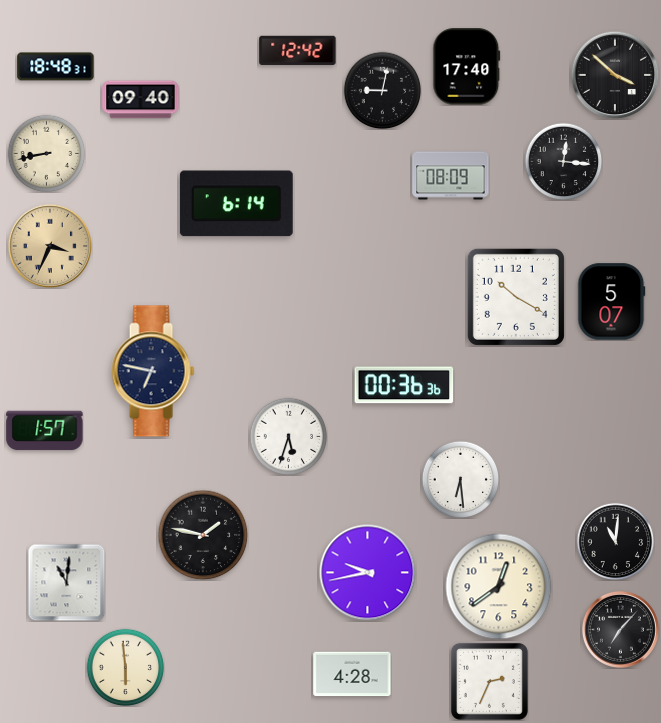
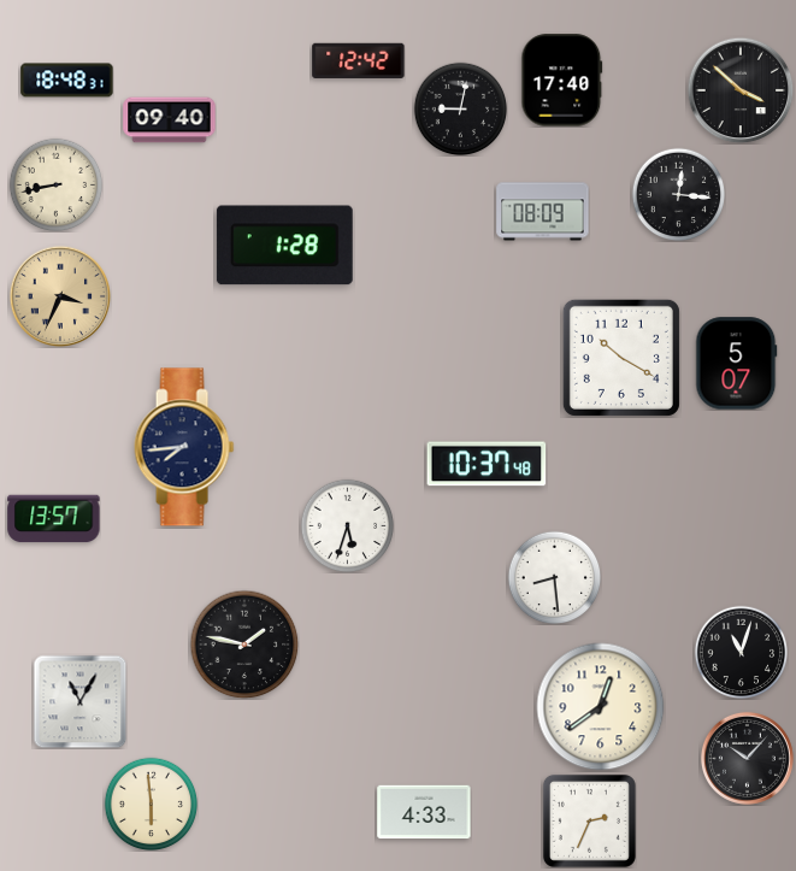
clock at (236, 204): 6:14 -> 1:28
clock at (153, 371): 6:47 -> 7:44
clock at (404, 385): 00:36 -> 10:37
clock at (45, 431): 1:57 -> 13:57
clock at (460, 479): 6:29 -> 8:29
clock at (615, 541): 11:01 -> 11:03
clock at (368, 573): 9:43 -> none
clock at (66, 582): 11:01 -> 11:05
clock at (620, 629): 7:07 -> 10:07
clock at (352, 674): 4:28 -> 4:33
